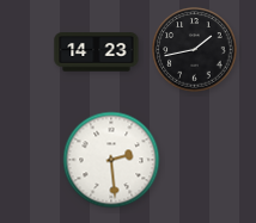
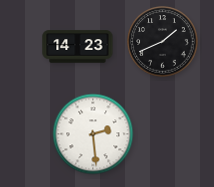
clock at (195, 50): 1:43 -> 1:41
clock at (97, 52) position: (97, 52) -> (78, 47)
